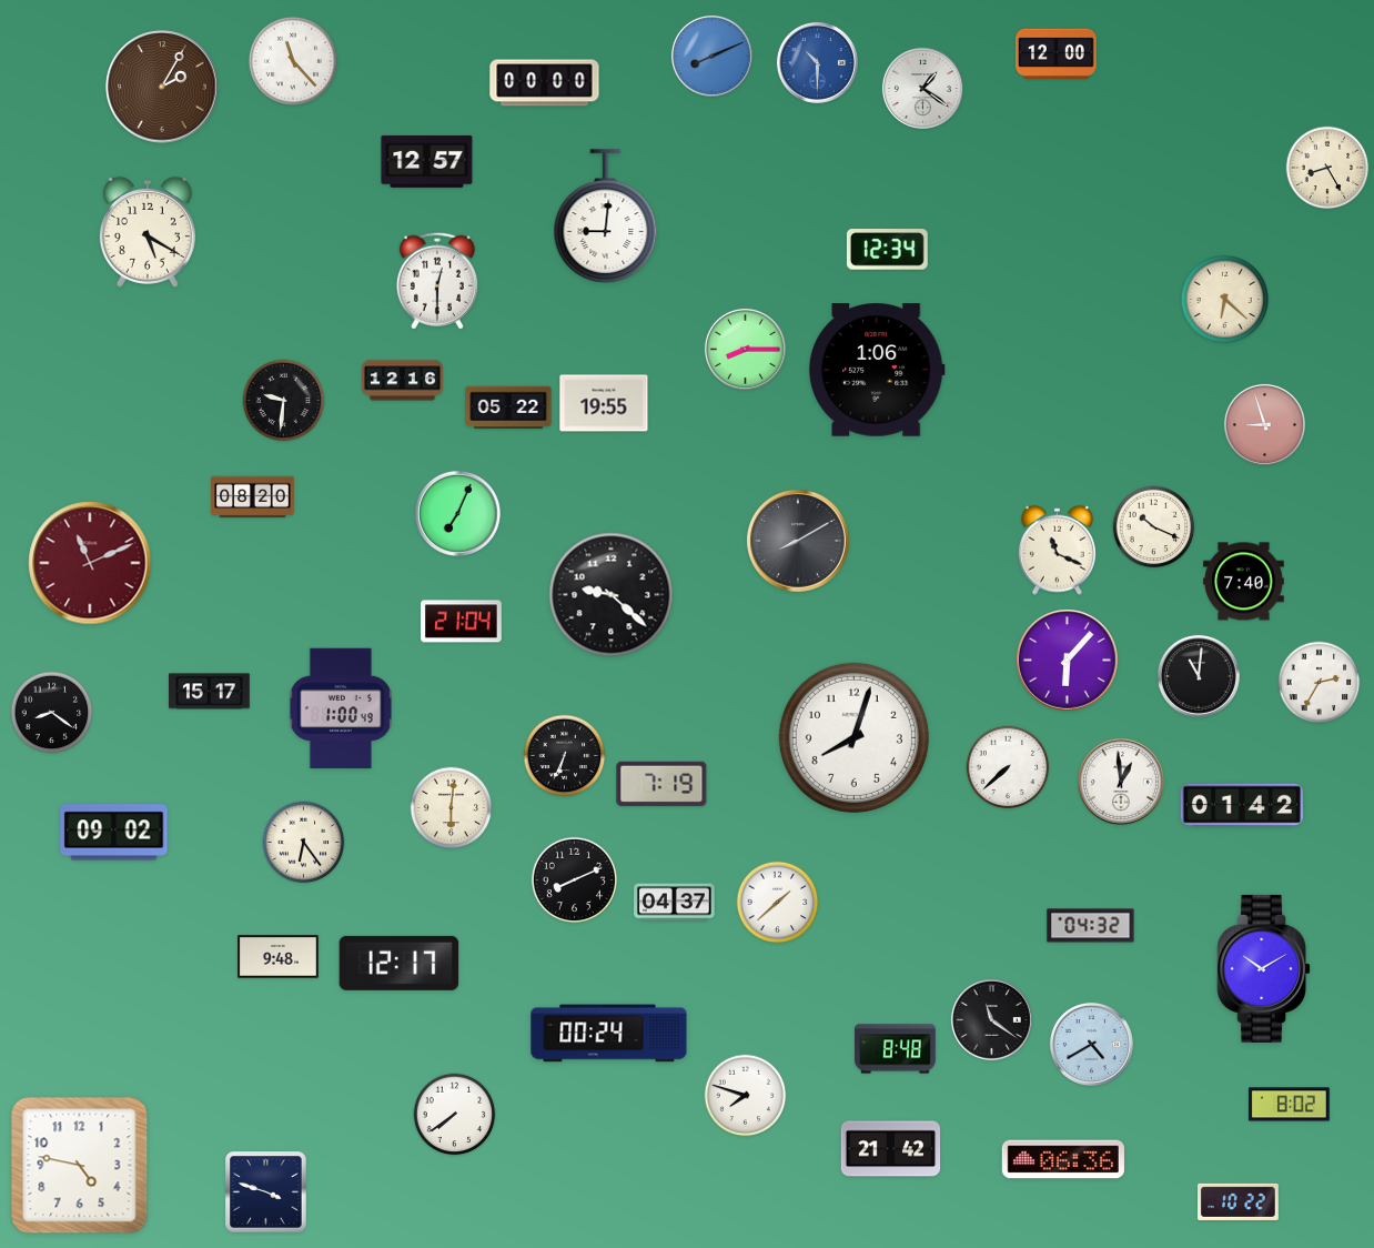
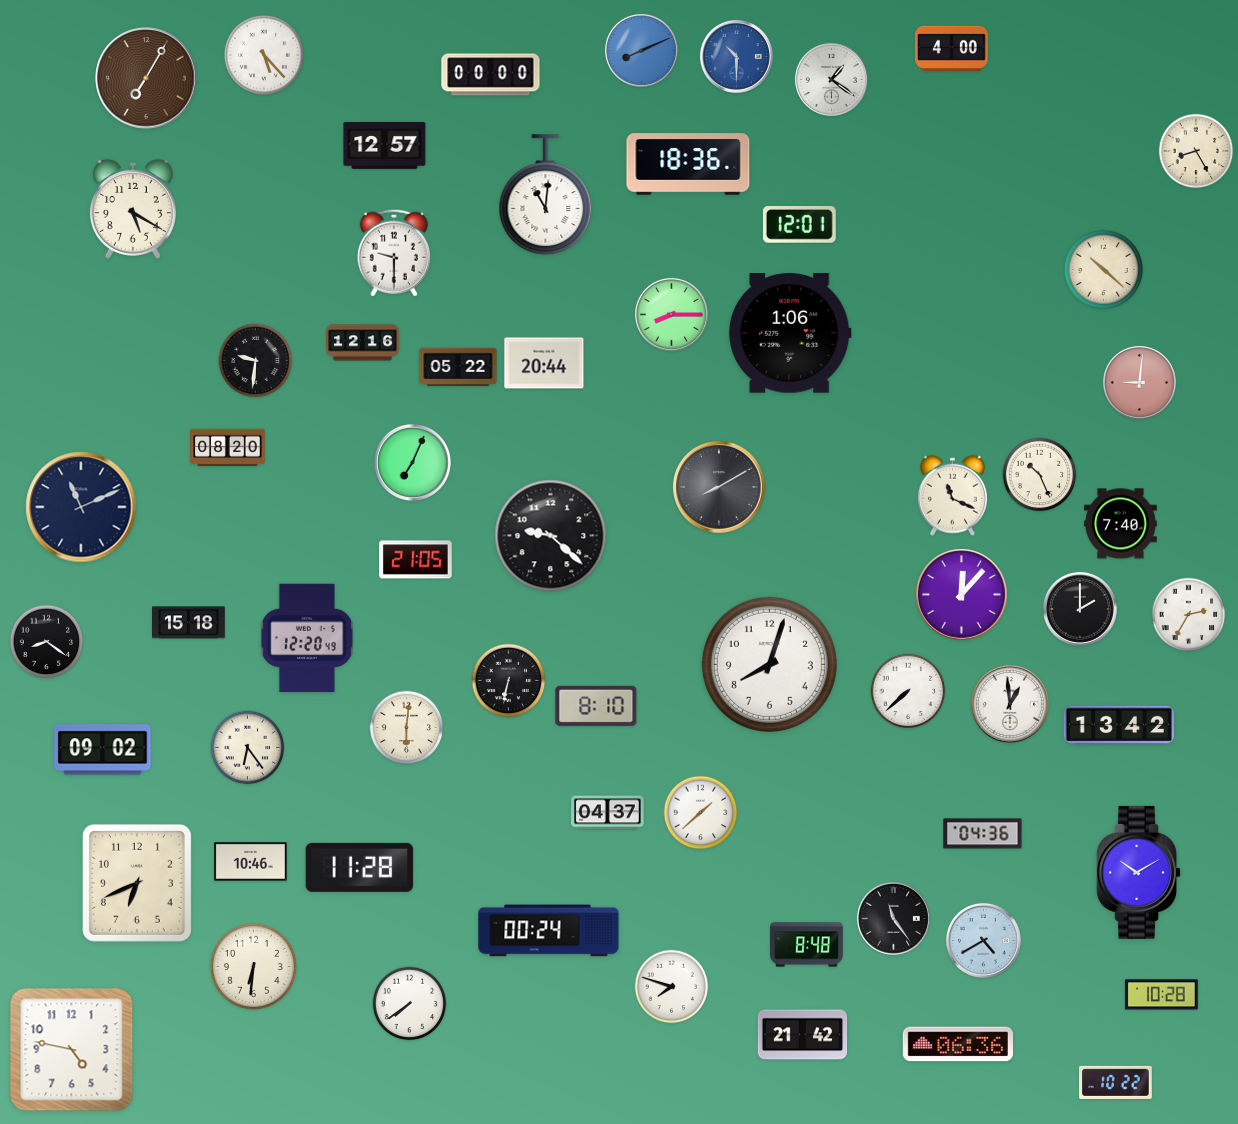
clock at (1057, 53): 12:00 -> 4:00
clock at (293, 61): 11:23 -> 5:23
clock at (162, 87): 2:05 -> 7:05
clock at (688, 164): none -> 18:36
clock at (606, 217): 9:01 -> 11:01
clock at (887, 250): 12:34 -> 12:01
clock at (437, 281): 12:30 -> 9:30
clock at (1224, 299): 6:22 -> 10:22
clock at (604, 403): 19:55 -> 20:44
clock at (1264, 424): 8:57 -> 9:01
clock at (1154, 527): 10:19 -> 10:26
clock at (90, 563) dial: burgundy -> navy
clock at (462, 622): 21:04 -> 21:05
clock at (1068, 661): 6:07 -> 12:07
clock at (1199, 676): 11:01 -> 2:00
clock at (210, 692): 15:17 -> 15:18
clock at (341, 708): 1:00 -> 12:20
clock at (565, 756): 6:34 -> 6:32
clock at (661, 784): 7:19 -> 8:10
clock at (1242, 805): 01:42 -> 13:42
clock at (304, 843) position: (304, 843) -> (248, 748)
clock at (575, 880): 8:11 -> none
clock at (1091, 926): 04:32 -> 04:36
clock at (279, 957): 9:48 -> 10:46
clock at (400, 963): 12:17 -> 11:28
clock at (137, 883): none -> 6:41
clock at (991, 1019): 11:21 -> 11:24
clock at (253, 966): none -> 6:31
clock at (1289, 1105): 8:02 -> 10:28
clock at (266, 1192): 3:48 -> none
